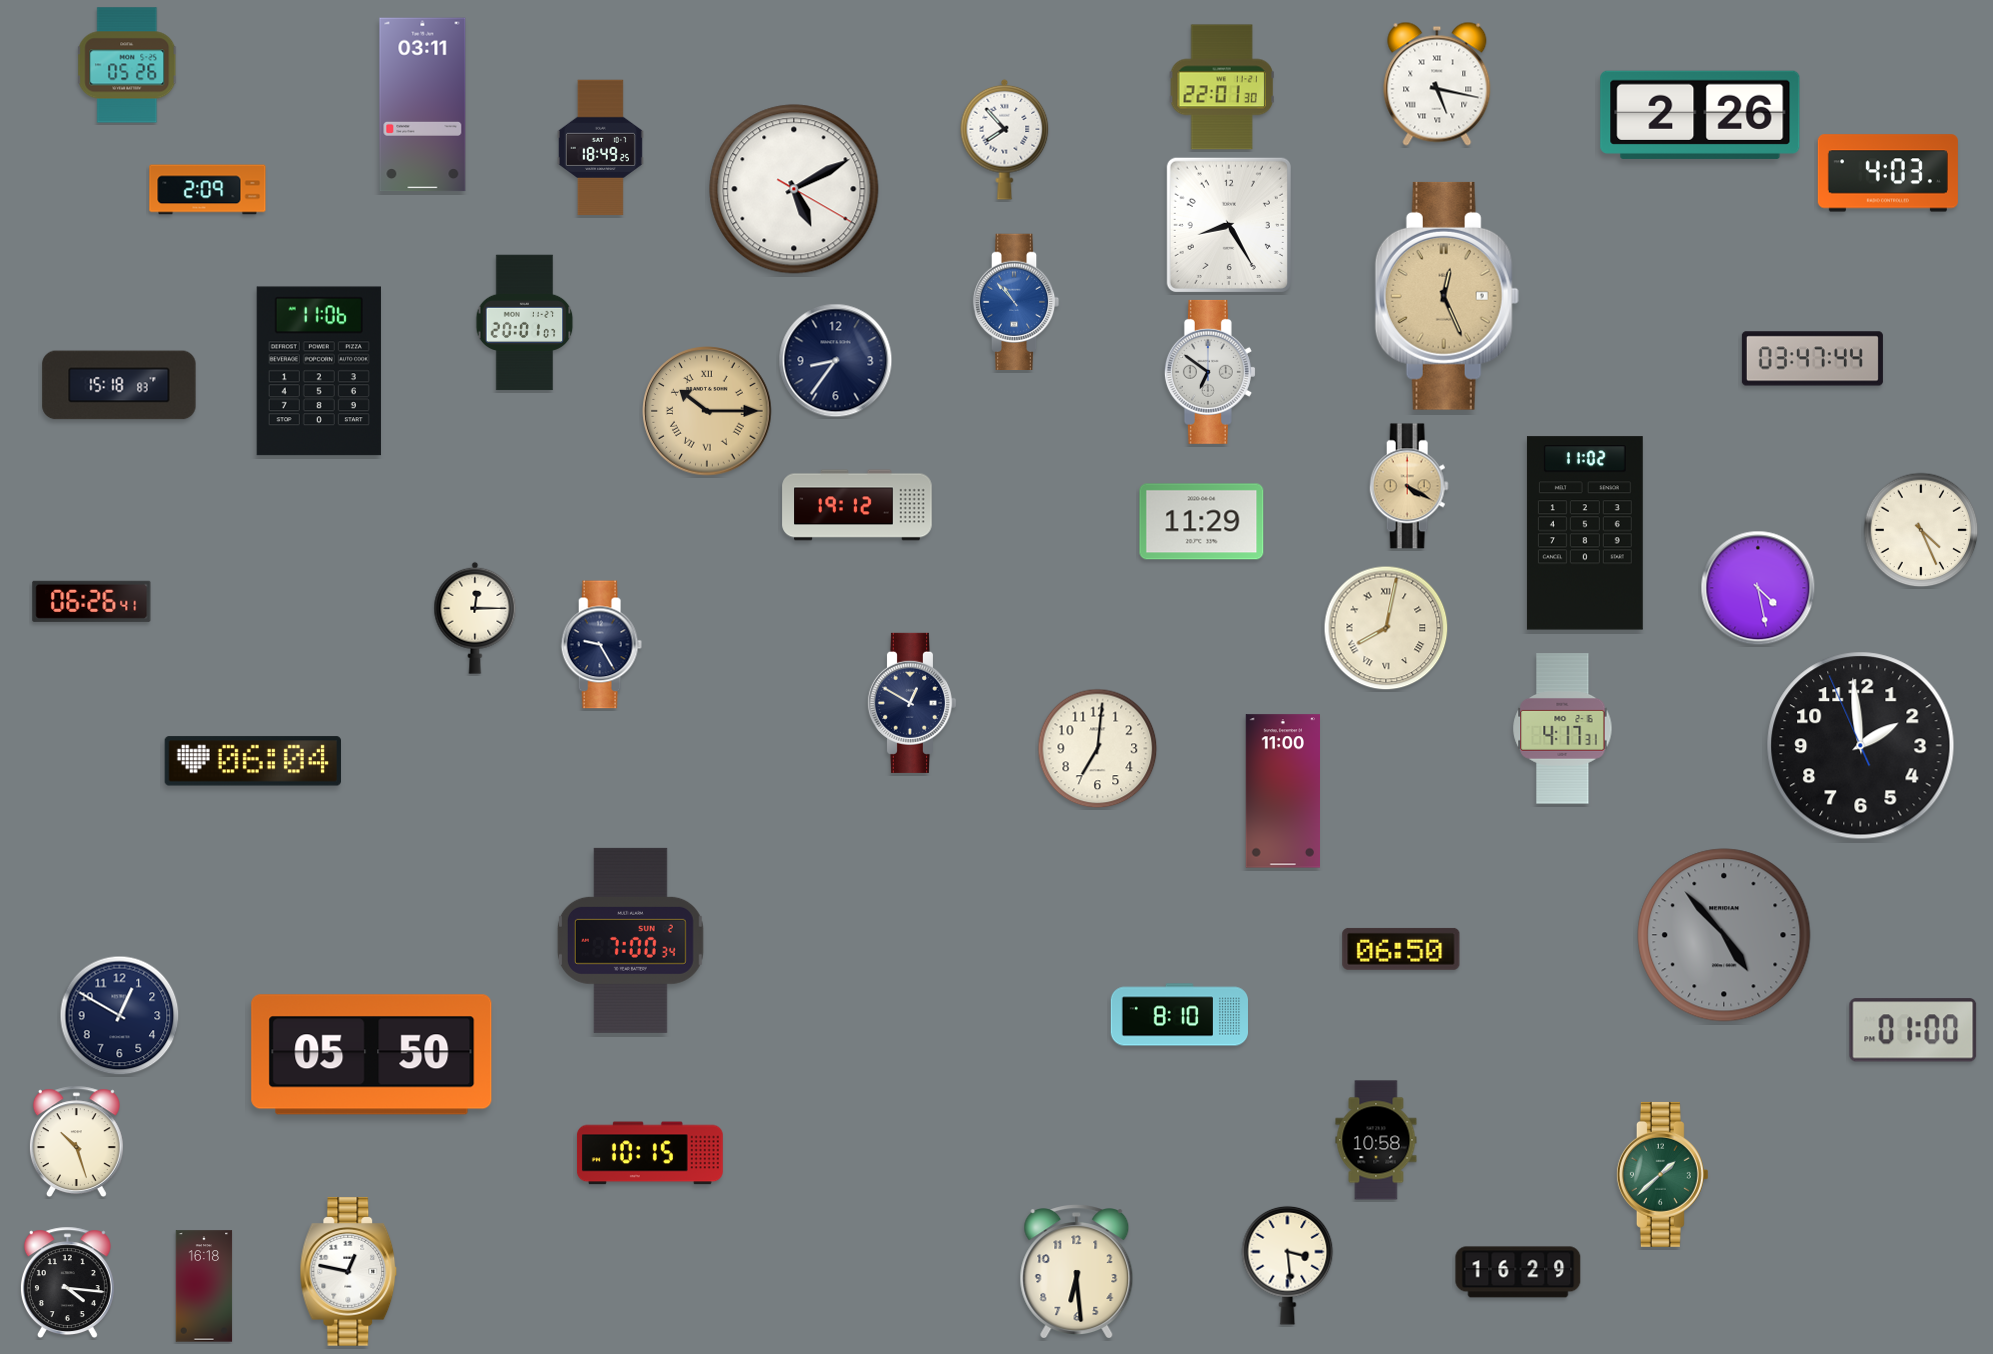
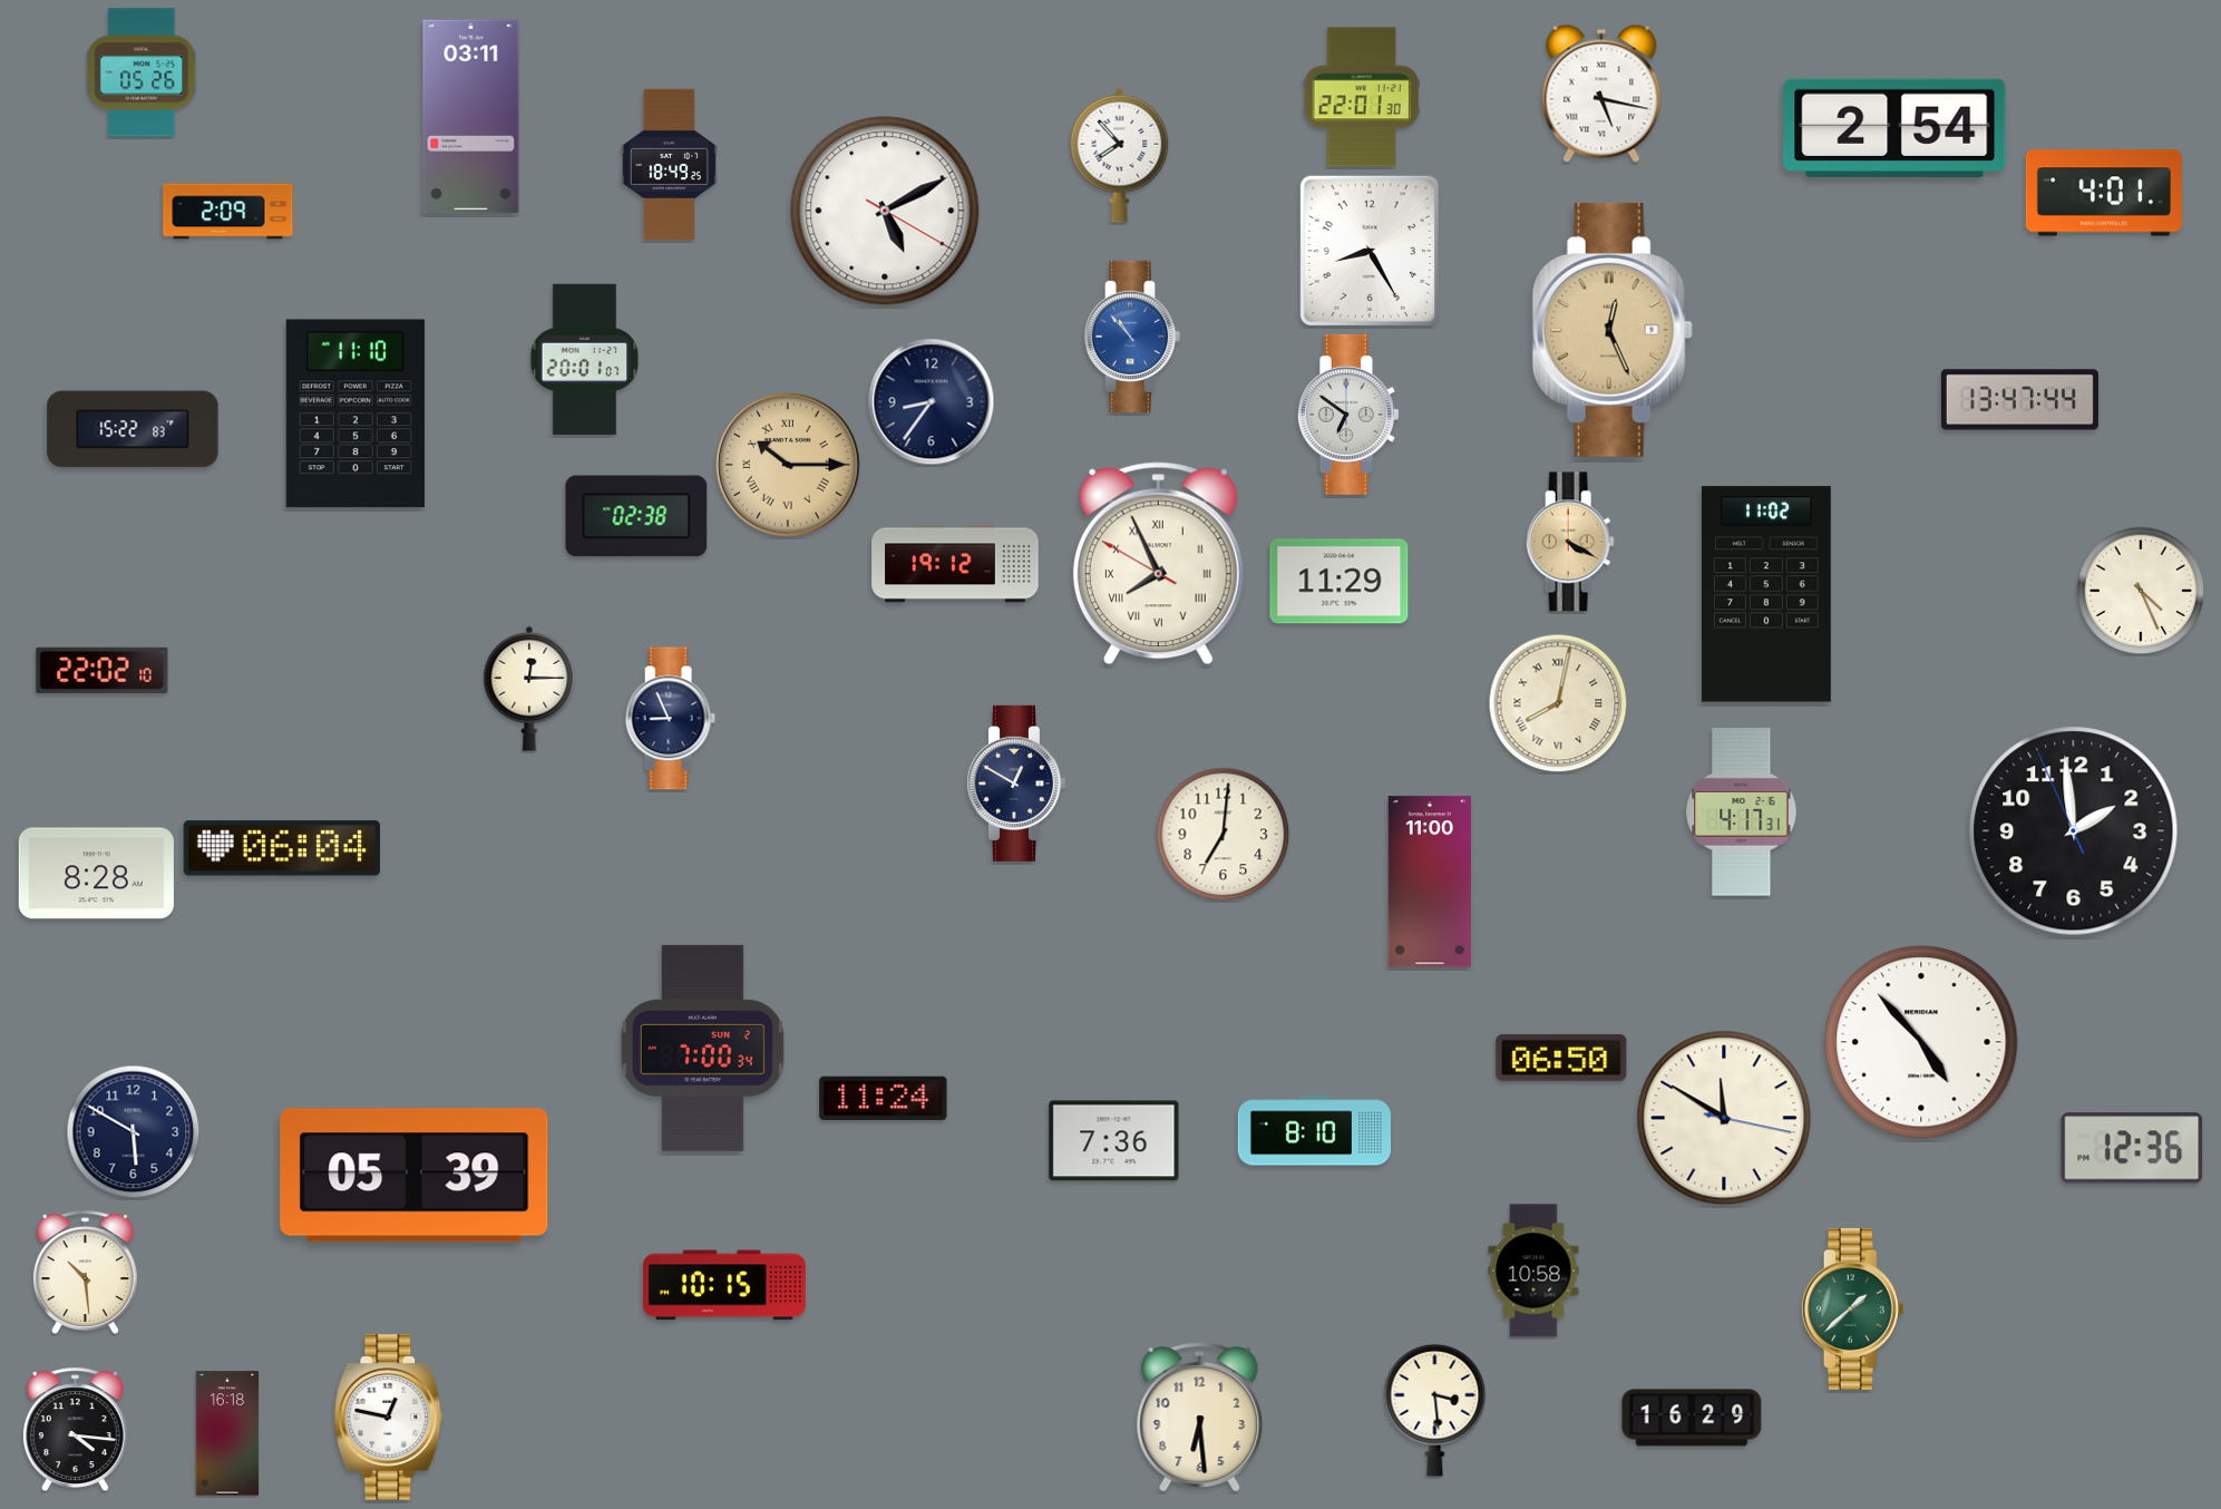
clock at (1700, 115): 2:26 -> 2:54
clock at (1888, 173): 4:03 -> 4:01
clock at (208, 190) position: (208, 190) -> (228, 212)
clock at (1812, 359): 03:47 -> 13:47
clock at (319, 371): 11:06 -> 11:10
clock at (119, 385): 15:18 -> 15:22
clock at (707, 411) position: (707, 411) -> (788, 465)
clock at (636, 516): none -> 02:38
clock at (1158, 564): none -> 7:55
clock at (1758, 588): 4:28 -> none
clock at (92, 601): 06:26 -> 22:02
clock at (1386, 628) position: (1386, 628) -> (1558, 703)
clock at (601, 645): 9:25 -> 8:56
clock at (96, 874): none -> 8:28
clock at (1724, 935) dial: grey -> white
clock at (884, 1098): none -> 11:24
clock at (1724, 1118): none -> 11:50
clock at (120, 1016): 12:50 -> 5:50
clock at (1114, 1141): none -> 7:36
clock at (1913, 1030): 01:00 -> 12:36
clock at (372, 1055): 05:50 -> 05:39
clock at (76, 1142): 10:27 -> 10:29
